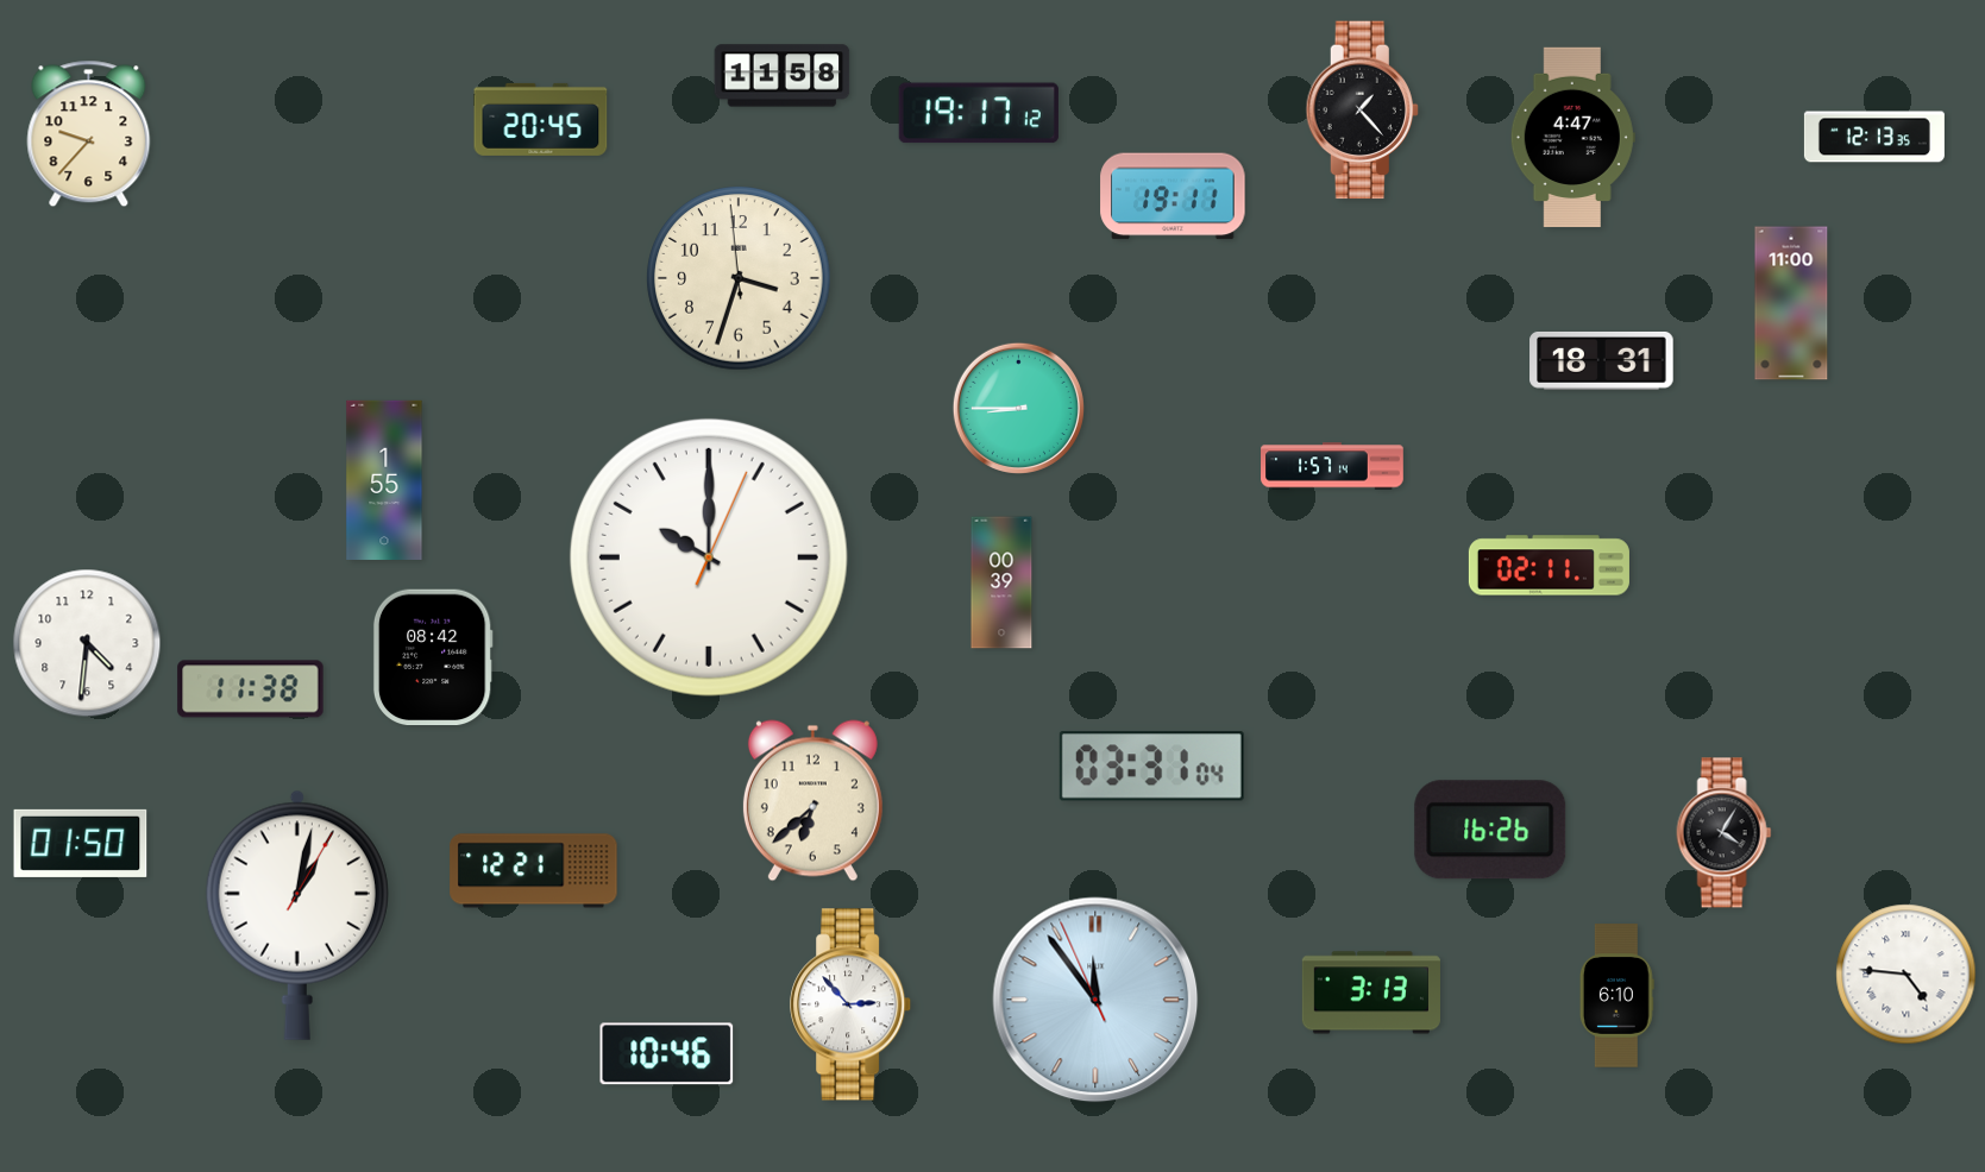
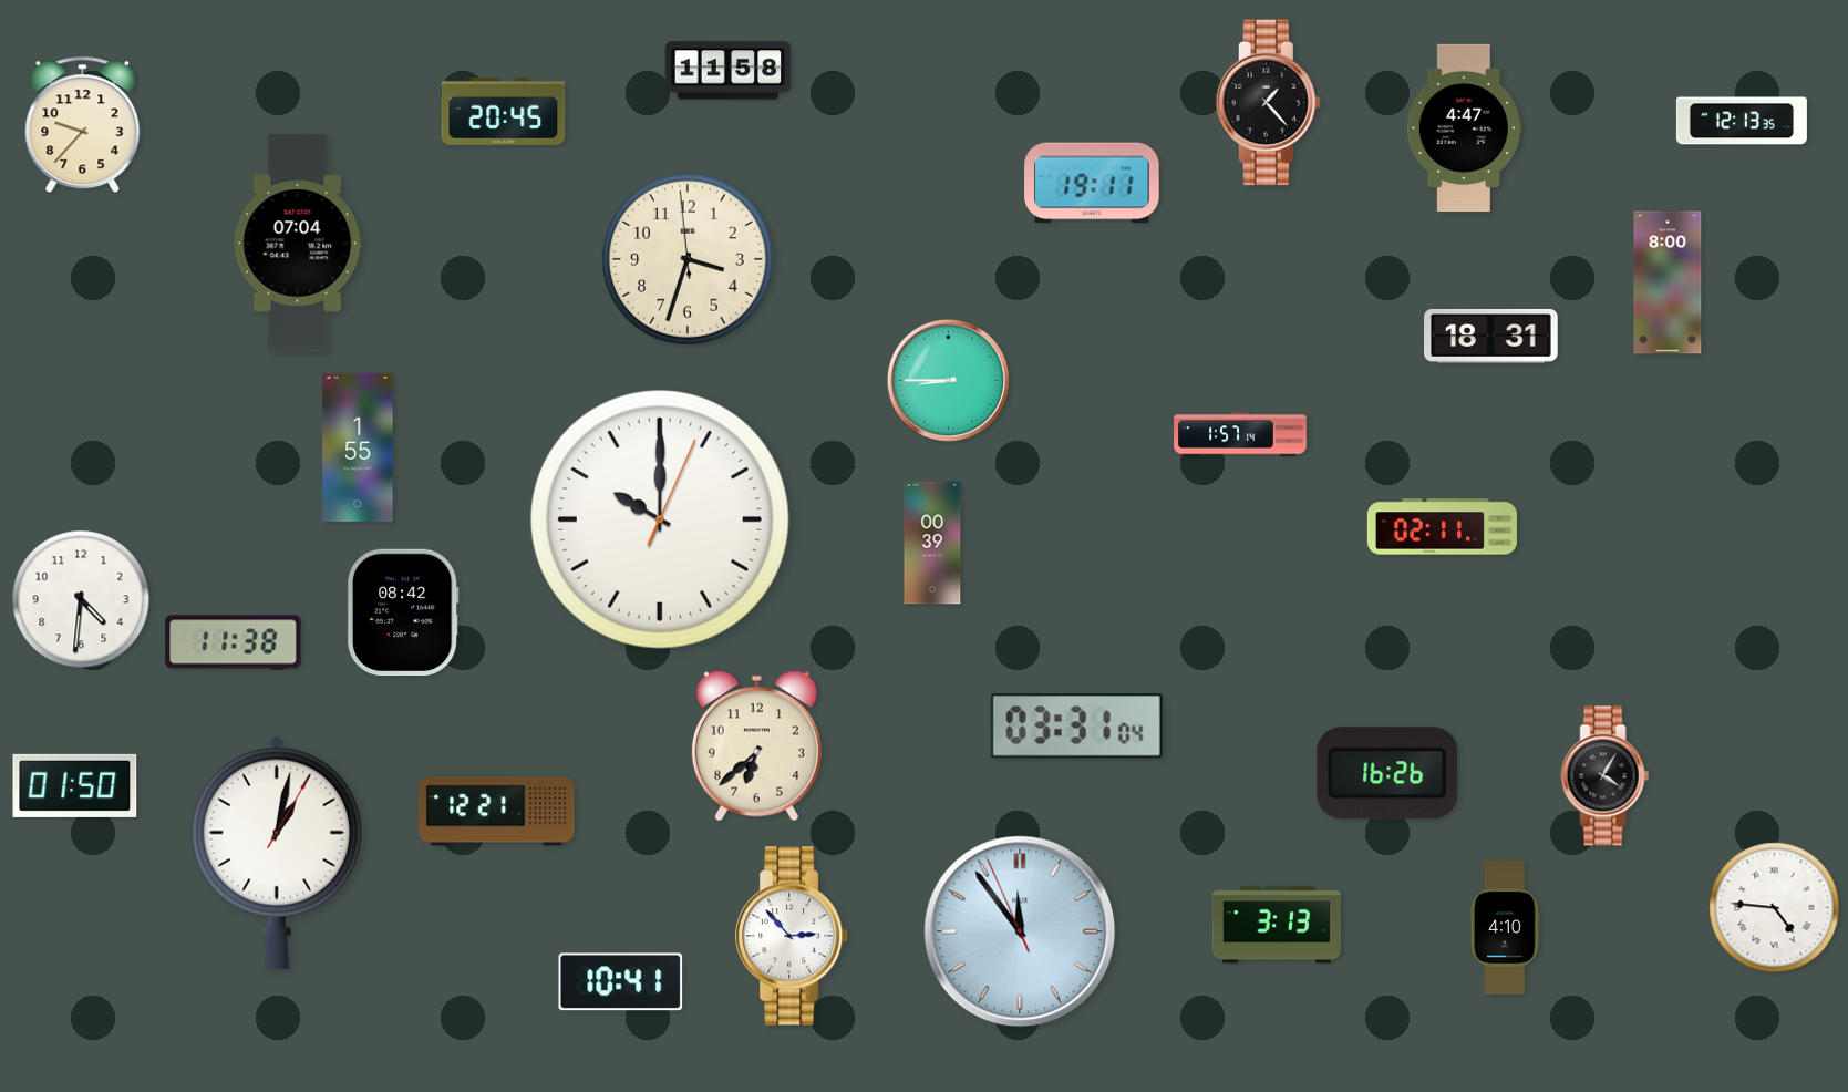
clock at (979, 113): 19:17 -> none
clock at (1874, 137) position: (1874, 137) -> (1742, 121)
clock at (298, 244): none -> 07:04
clock at (1791, 303): 11:00 -> 8:00
clock at (1151, 767) position: (1151, 767) -> (1076, 727)
clock at (1616, 996): 6:10 -> 4:10
clock at (667, 1054): 10:46 -> 10:41
